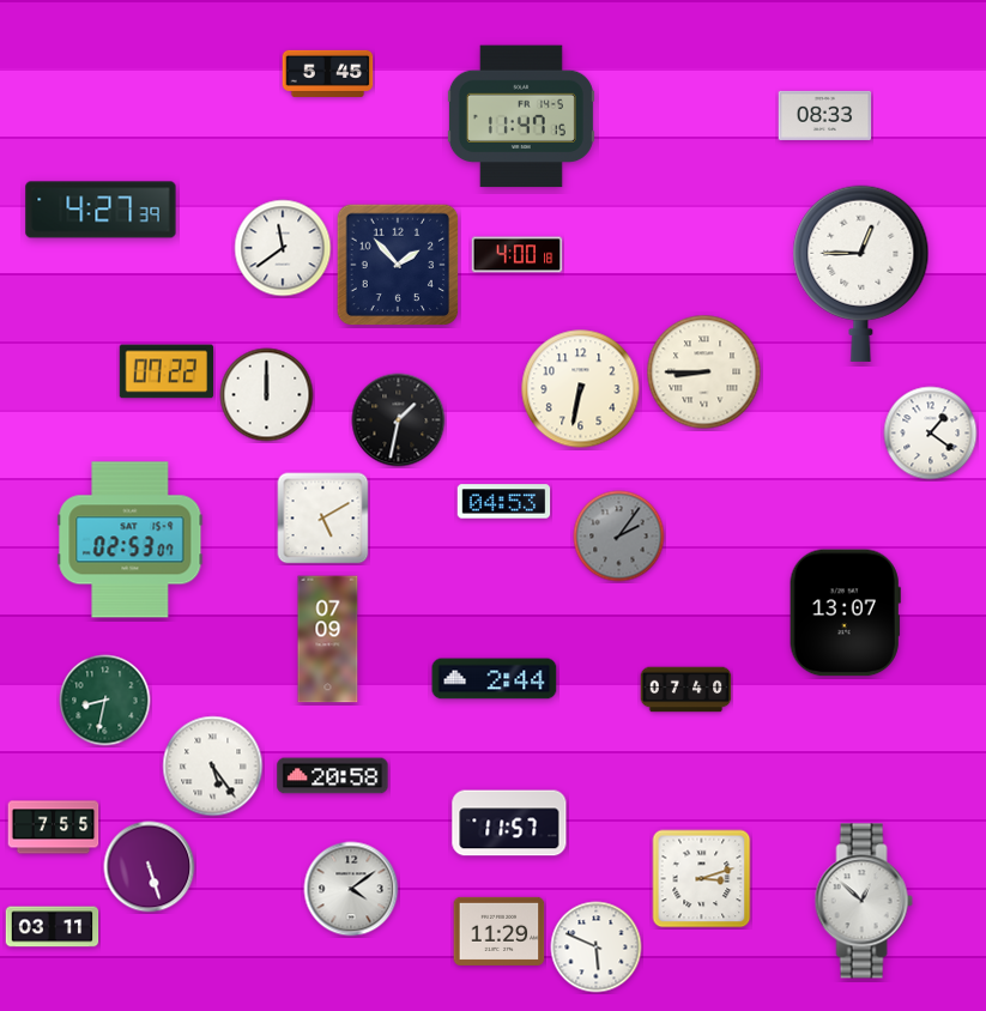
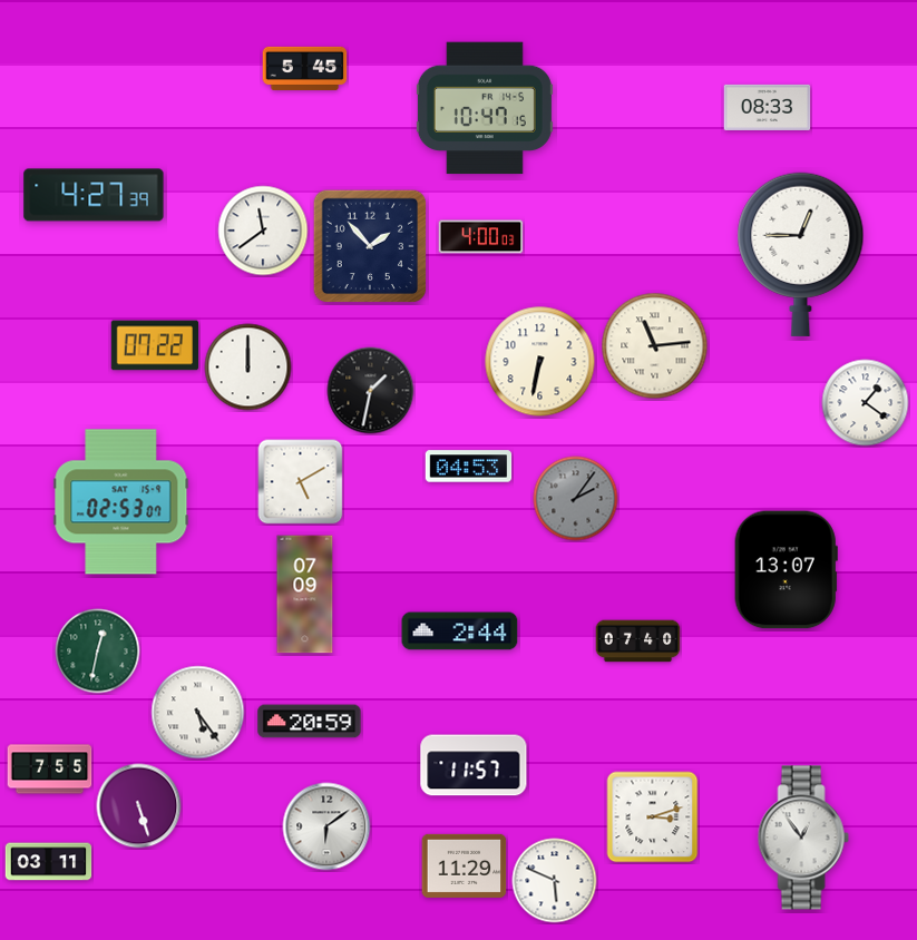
clock at (521, 116): 11:47 -> 10:47
clock at (518, 255): 4:00:18 -> 4:00:03
clock at (704, 373): 8:45 -> 11:14
clock at (105, 701): 8:32 -> 12:32
clock at (333, 776): 20:58 -> 20:59
clock at (351, 889): 4:09 -> 6:09
clock at (864, 901): 12:52 -> 12:54
